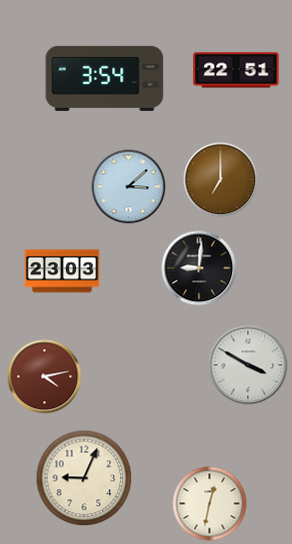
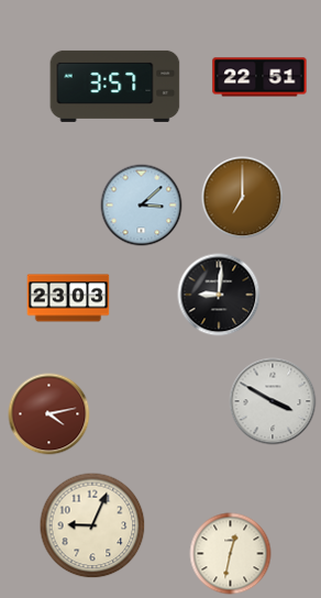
clock at (105, 78): 3:54 -> 3:57
